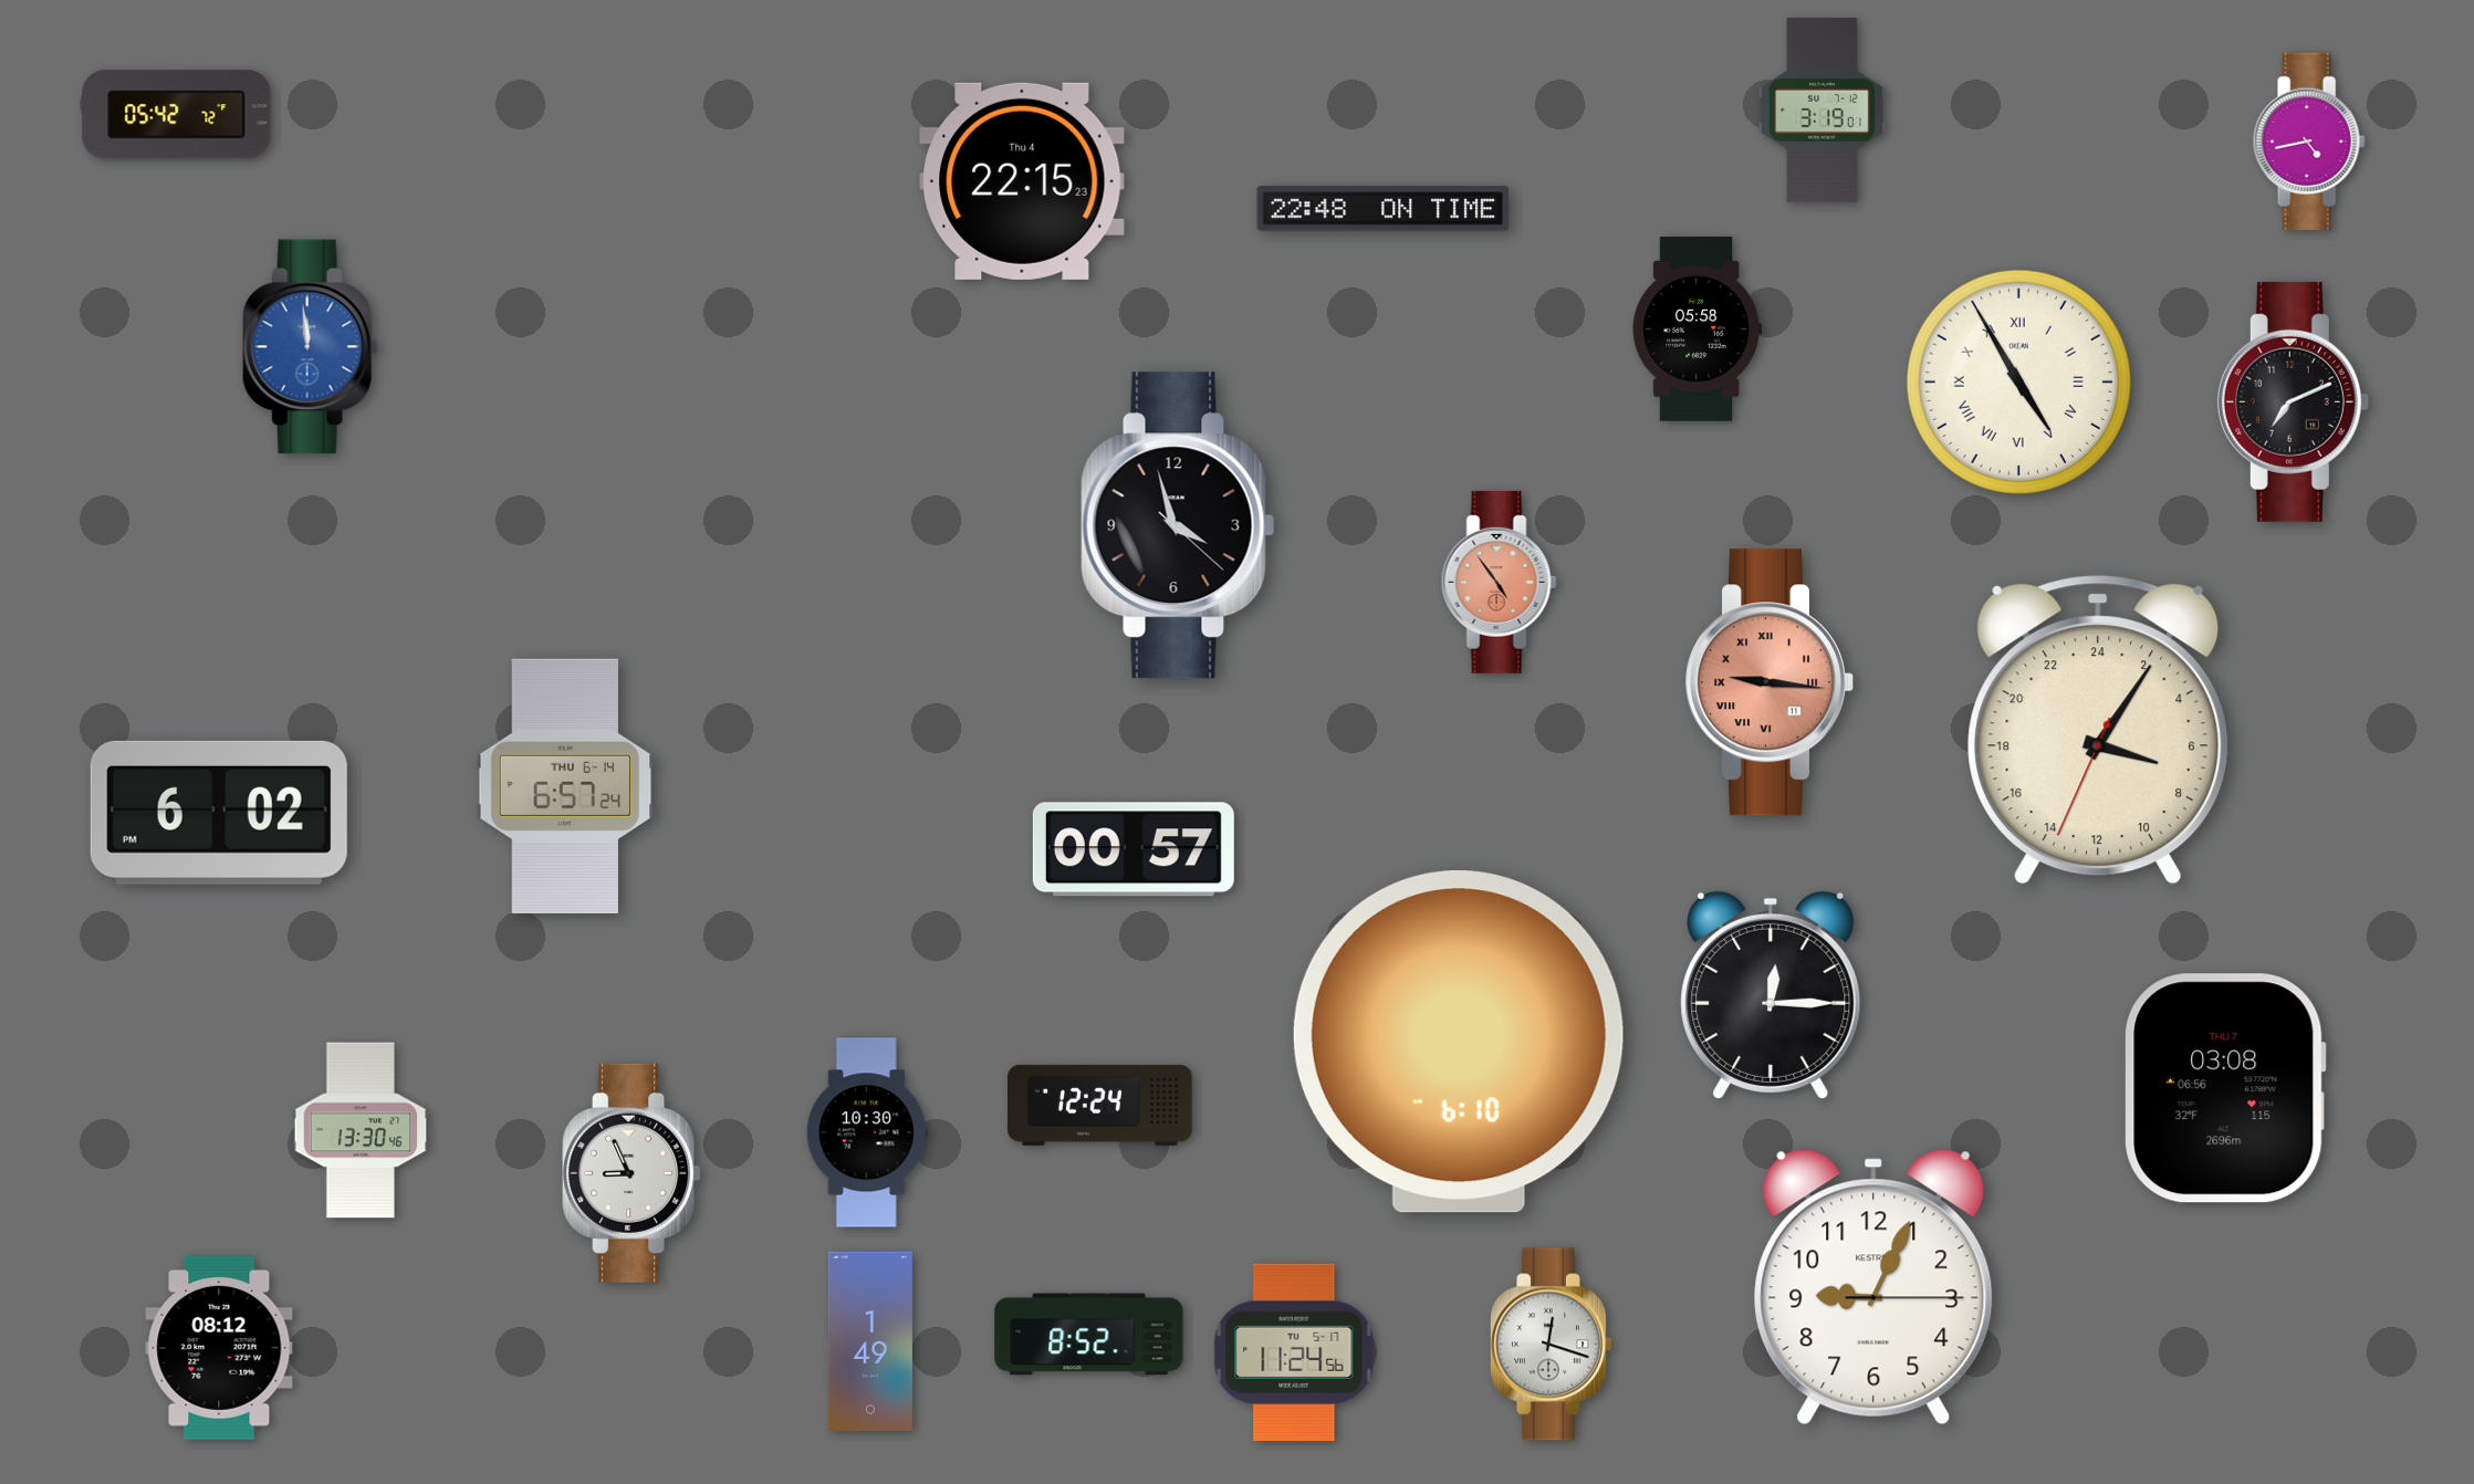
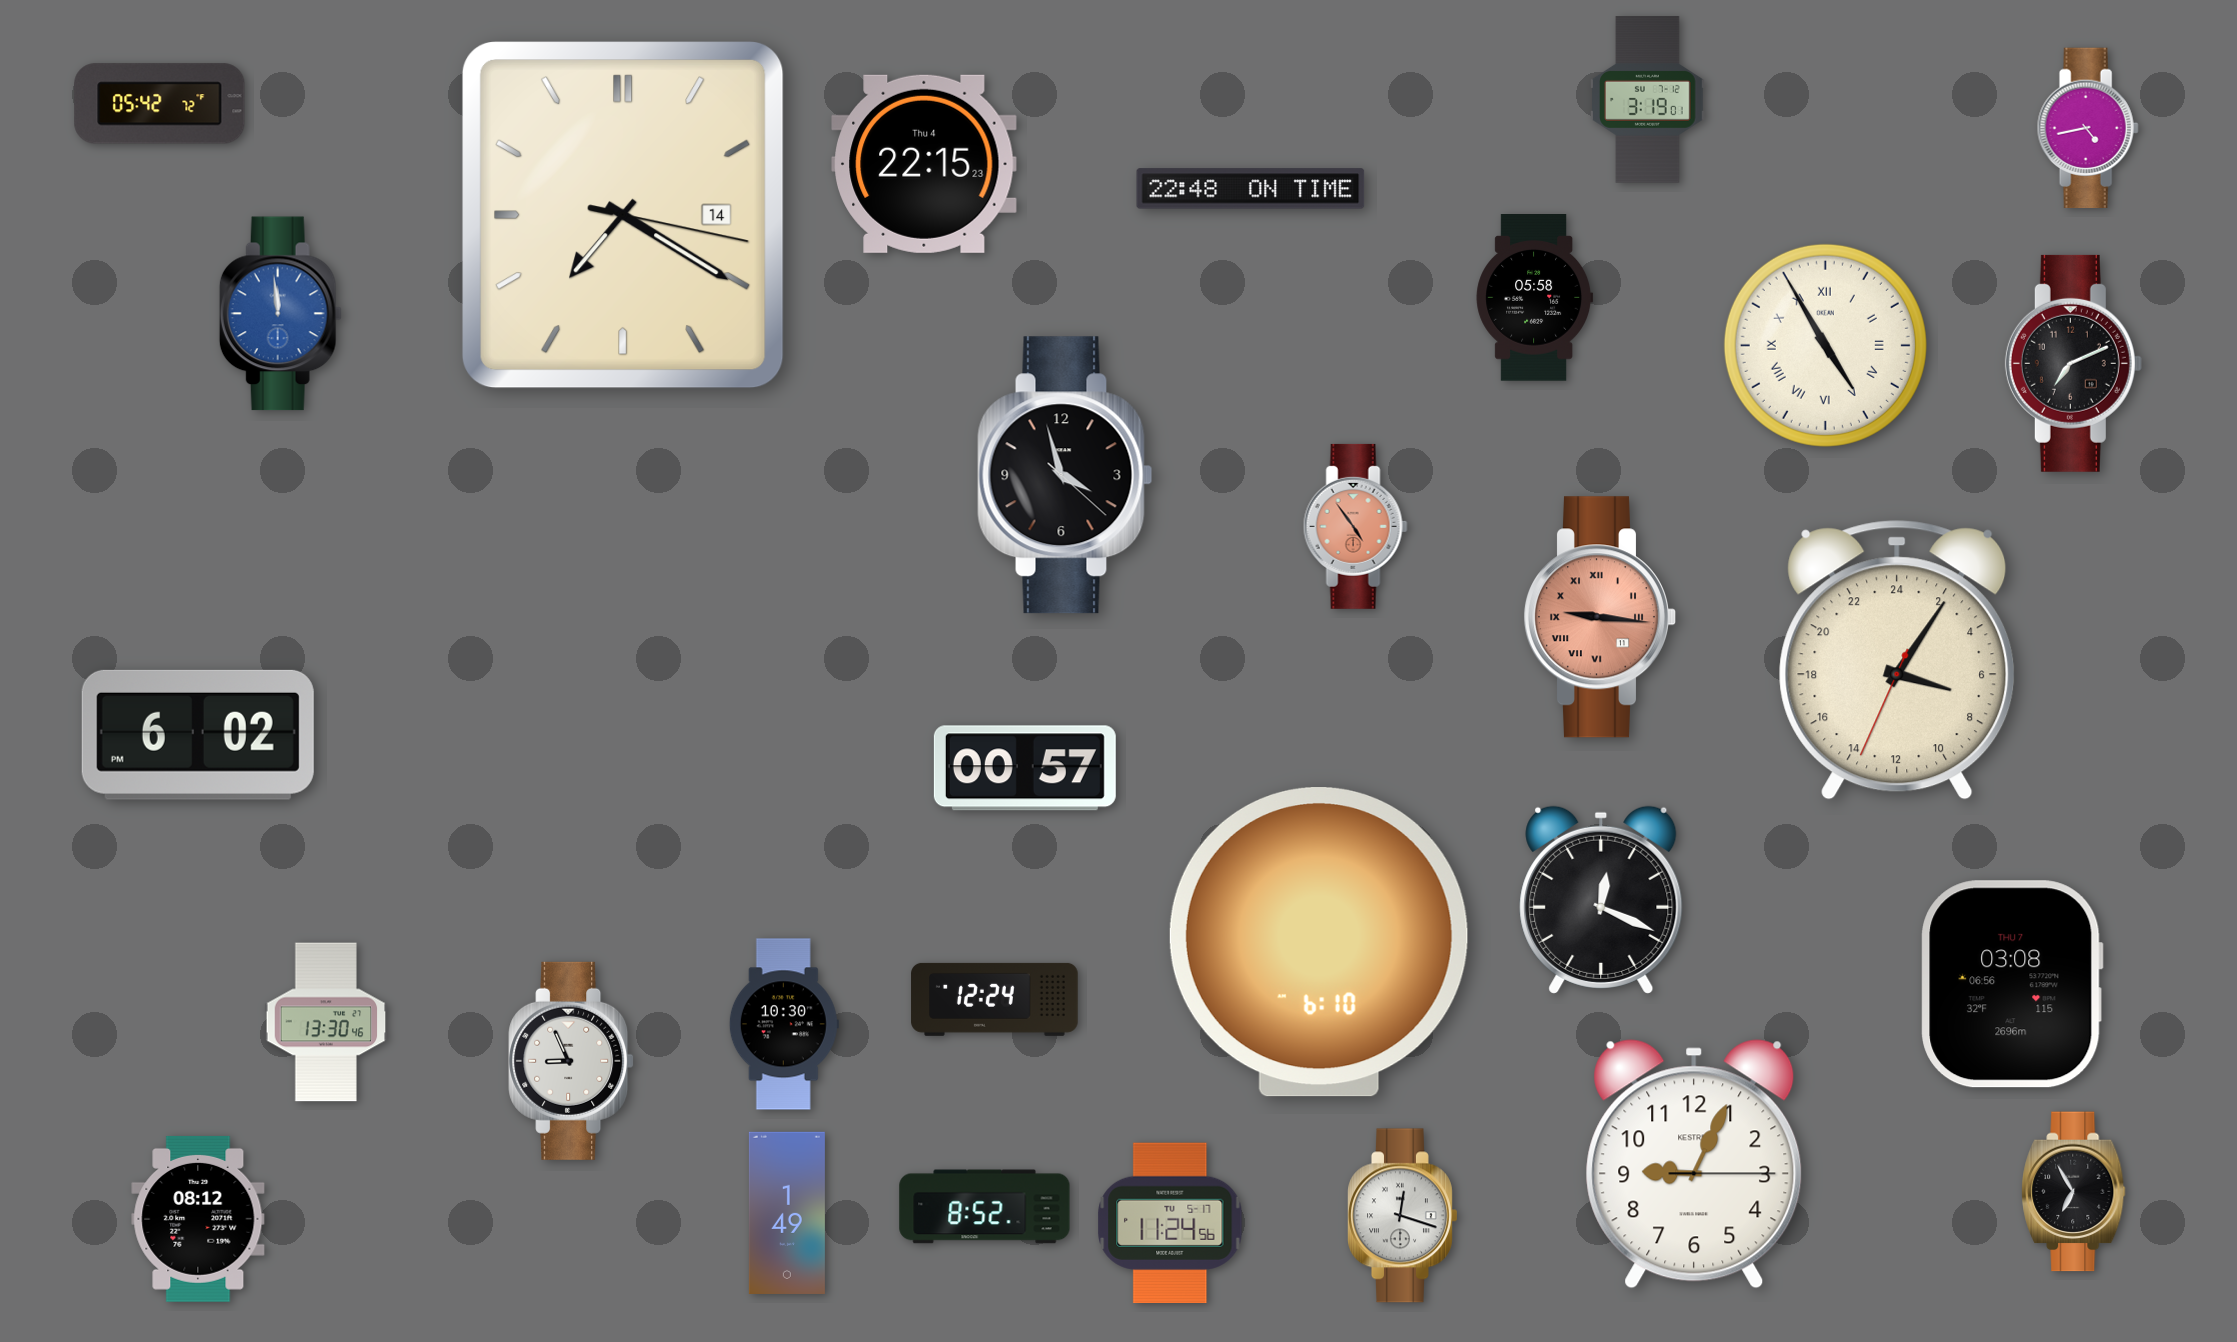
clock at (623, 216): none -> 7:20
clock at (565, 786): 6:57 -> none
clock at (1771, 995): 12:15 -> 12:19
clock at (2074, 1192): none -> 6:55
